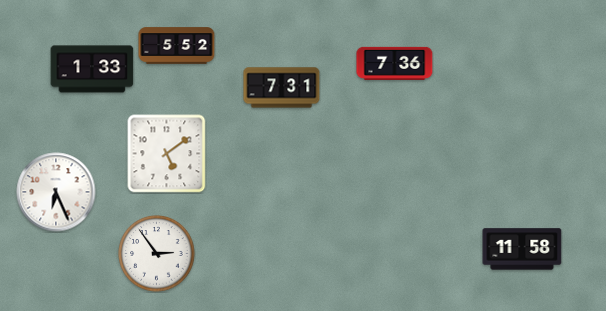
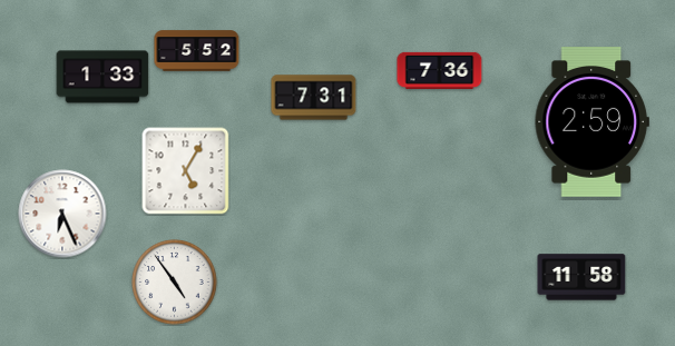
clock at (591, 122): none -> 2:59
clock at (167, 154): 5:09 -> 5:05
clock at (157, 254): 2:54 -> 4:54
